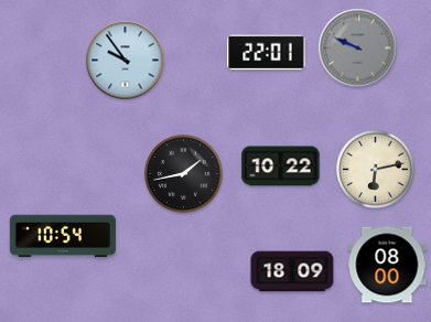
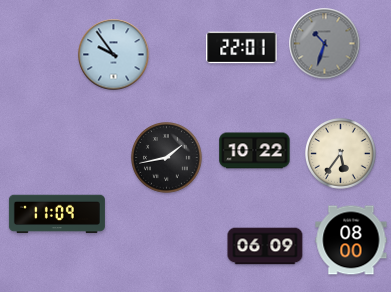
clock at (358, 49): 9:49 -> 10:33
clock at (376, 170): 6:13 -> 5:36
clock at (63, 236): 10:54 -> 11:09
clock at (292, 271): 18:09 -> 06:09
